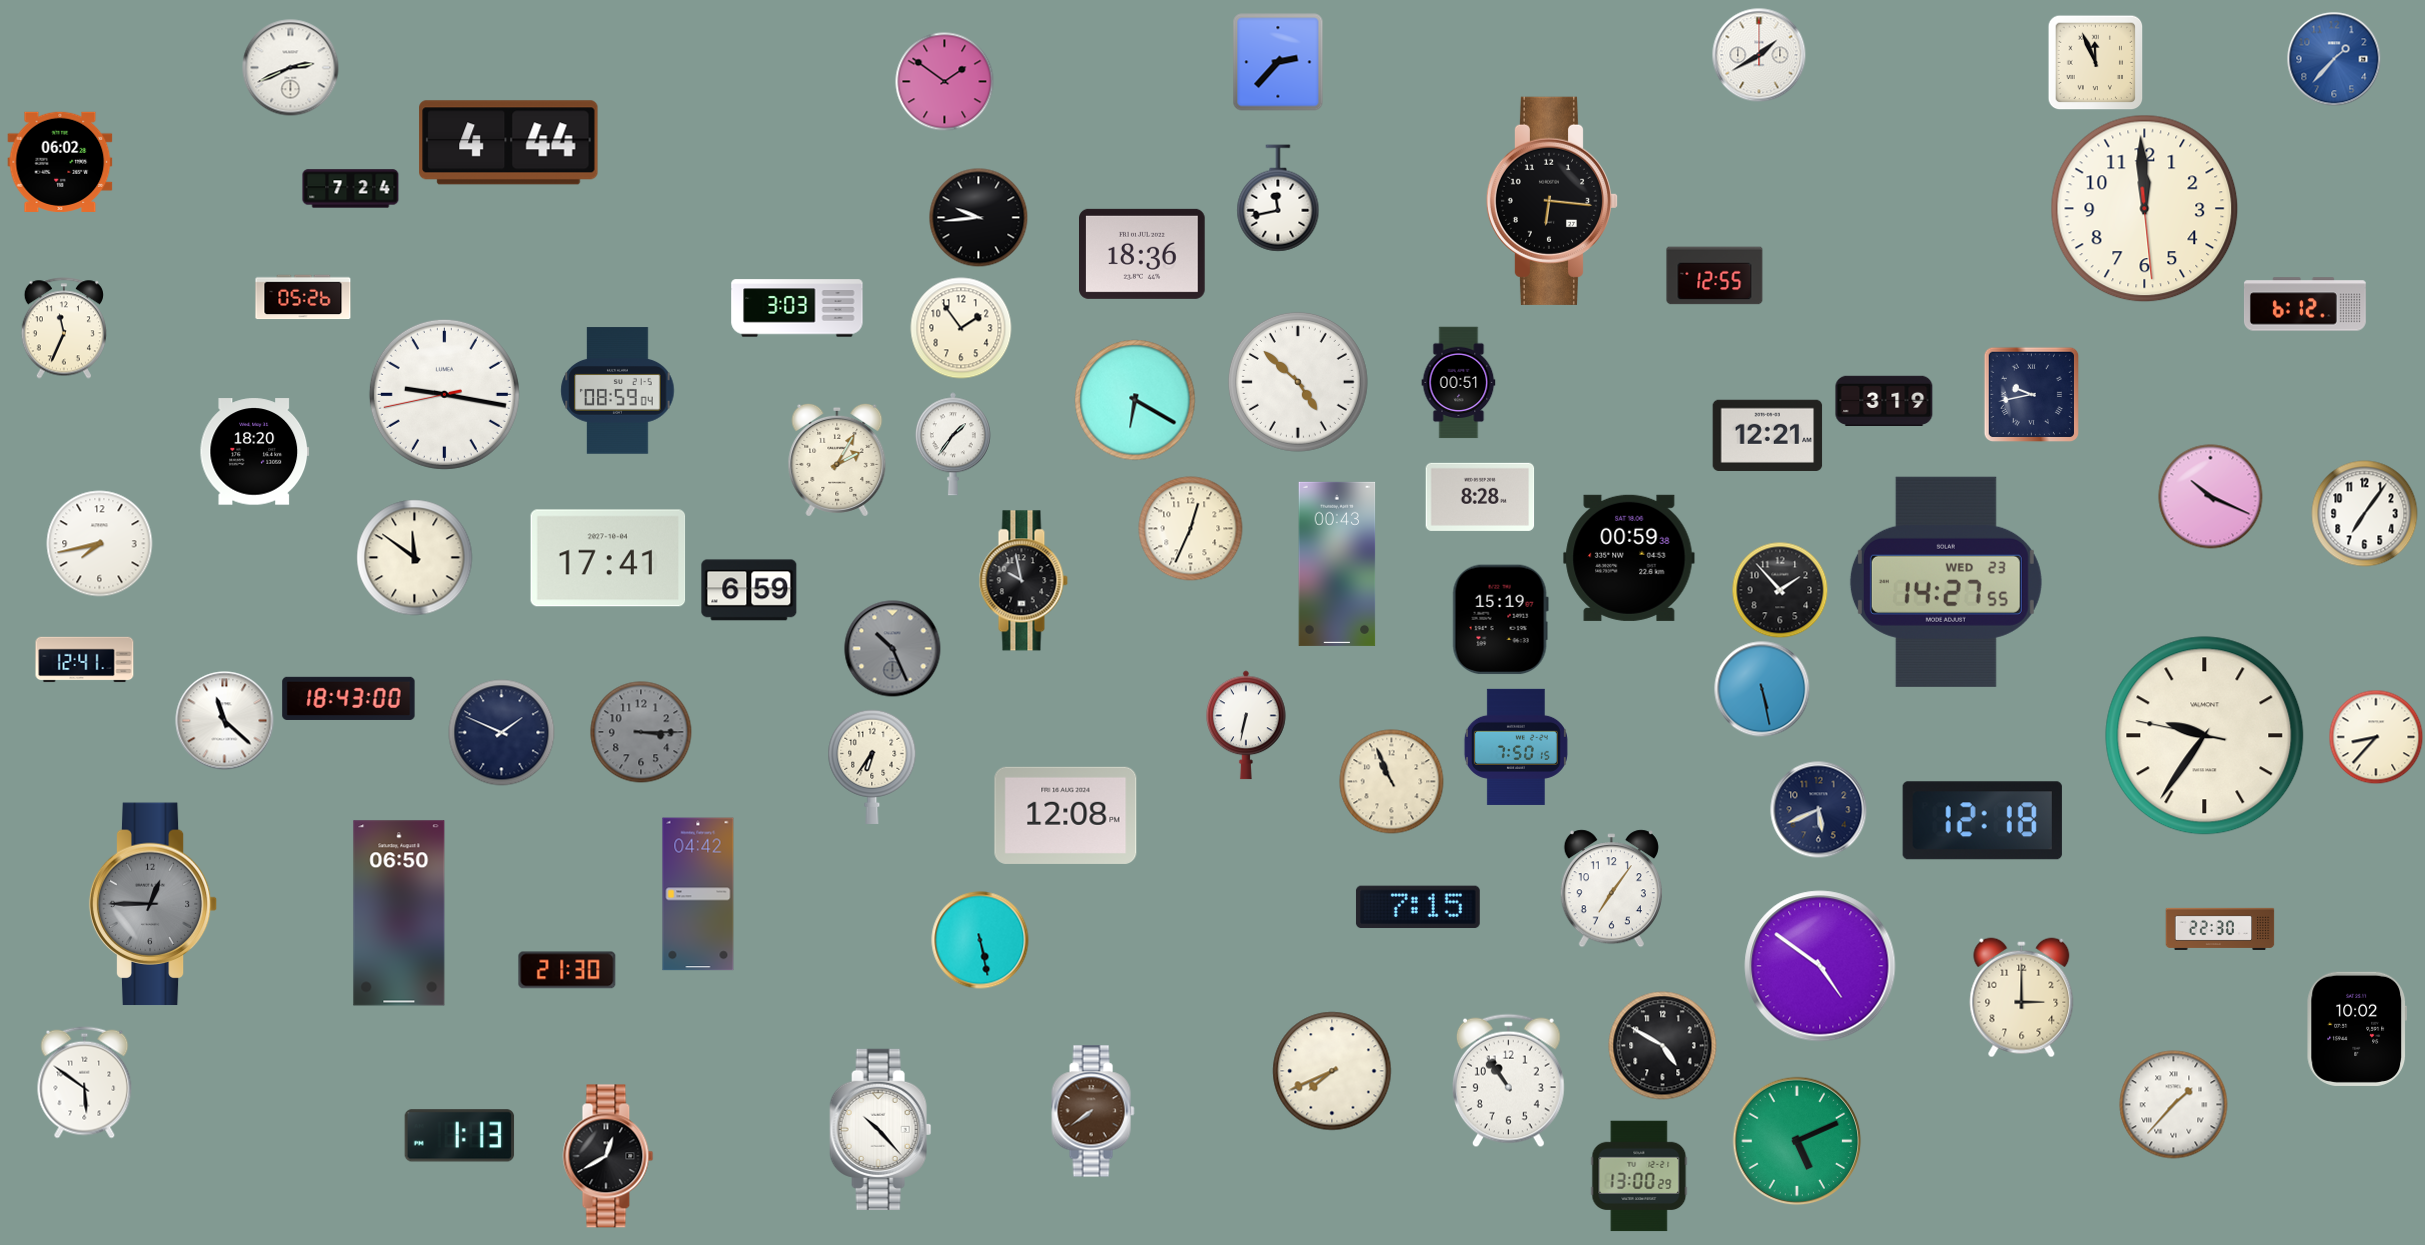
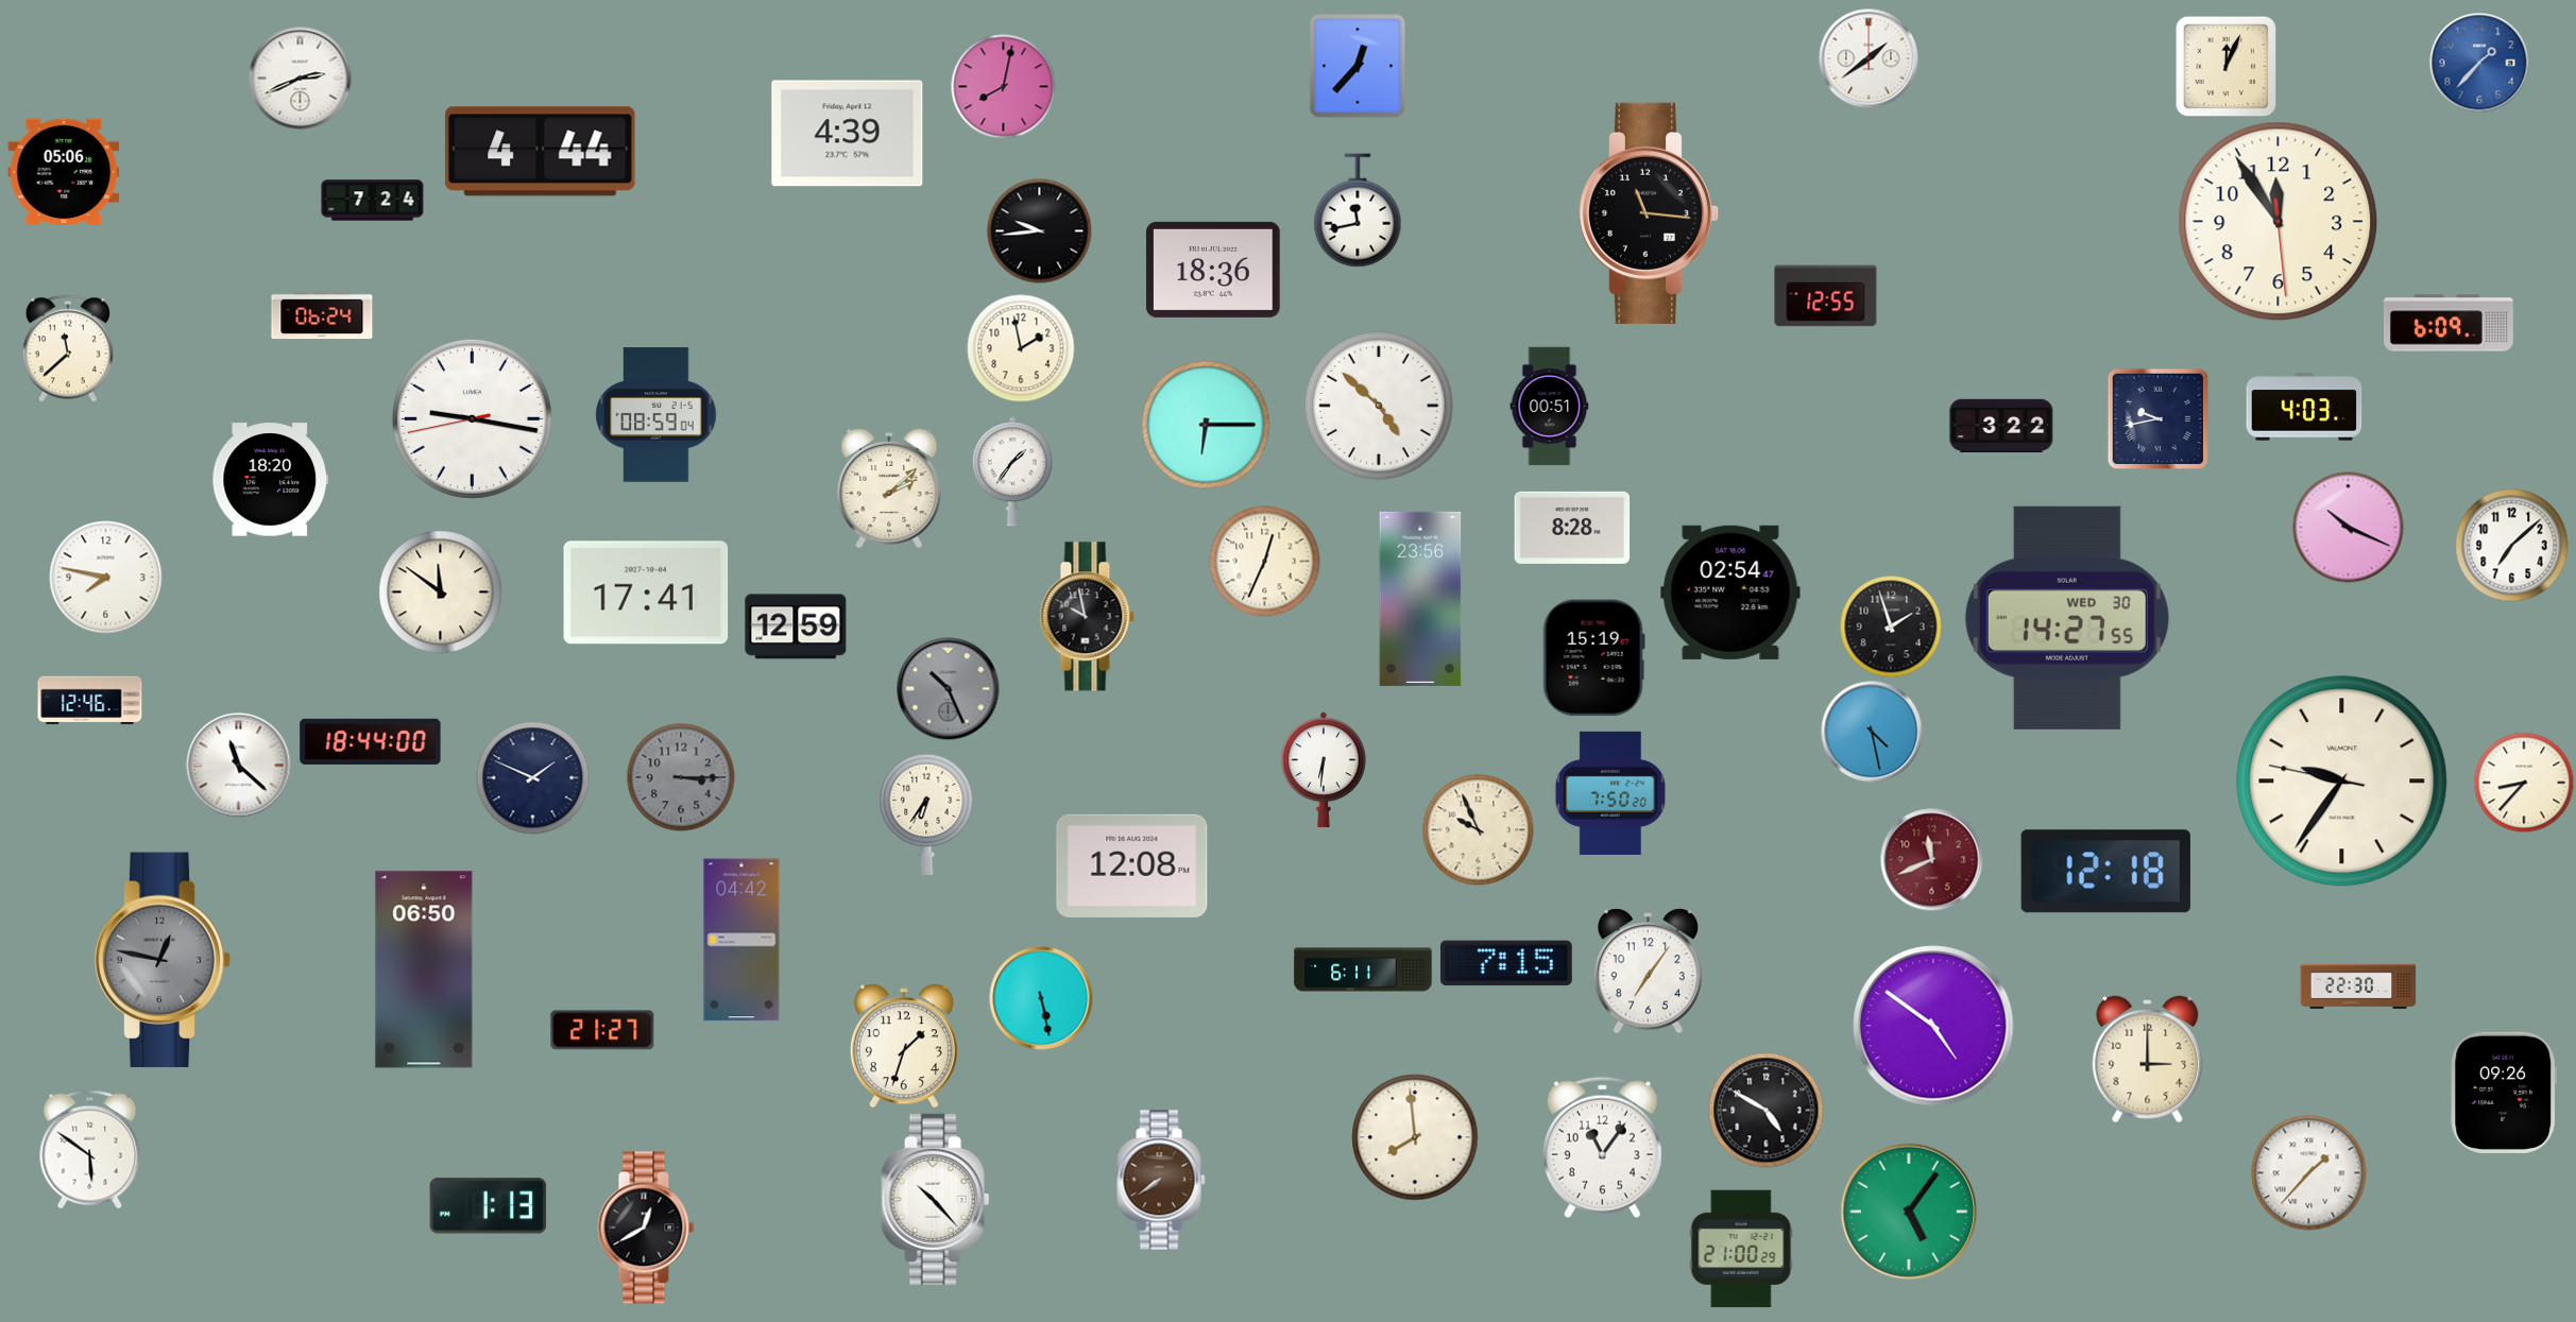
clock at (1759, 55): 1:40 -> 1:39
clock at (1278, 62): 2:37 -> 12:37
clock at (2095, 62): 11:56 -> 12:04
clock at (291, 68) position: (291, 68) -> (301, 79)
clock at (945, 82): 1:51 -> 8:02
clock at (848, 134): none -> 4:39
clock at (60, 162): 06:02 -> 05:06
clock at (1552, 201): 6:16 -> 11:16
clock at (2145, 209): 11:59 -> 11:54
clock at (1715, 276) position: (1715, 276) -> (1826, 296)
clock at (303, 297): 05:26 -> 06:24
clock at (2305, 304): 6:12 -> 6:09
clock at (797, 308): 3:03 -> none
clock at (64, 328): 11:34 -> 11:38
clock at (961, 328): 1:54 -> 1:58
clock at (2304, 407): none -> 4:03
clock at (1135, 400): 6:20 -> 6:15
clock at (1884, 401): 3:19 -> 3:22
clock at (1768, 435): 12:21 -> none
clock at (837, 460): 2:05 -> 2:08
clock at (2365, 514): 7:06 -> 7:08
clock at (100, 544): 7:43 -> 7:47
clock at (1629, 558): 00:59 -> 02:54
clock at (1337, 564): 00:43 -> 23:56
clock at (1946, 582) date: WED 23 -> WED 30
clock at (749, 590): 6:59 -> 12:59
clock at (1780, 590): 1:53 -> 1:57
clock at (85, 660): 12:41 -> 12:46
clock at (1762, 689): 5:28 -> 4:28
clock at (349, 698): 18:43 -> 18:44
clock at (1247, 725): 6:32 -> 6:31
clock at (1516, 747): 7:50:15 -> 7:50:20
clock at (1392, 782): 10:56 -> 9:56
clock at (1819, 810): 5:41 -> 11:41
clock at (1819, 810) dial: navy -> burgundy
clock at (1611, 889) position: (1611, 889) -> (1648, 972)
clock at (698, 894) position: (698, 894) -> (741, 940)
clock at (153, 904): 12:45 -> 12:47
clock at (1363, 969): none -> 6:11
clock at (567, 970): 21:30 -> 21:27
clock at (904, 1046): none -> 1:33
clock at (2357, 1029): 10:02 -> 09:26
clock at (1332, 1071): 7:41 -> 7:59
clock at (1508, 1081): 10:54 -> 11:06
clock at (1797, 1141): 5:11 -> 5:06
clock at (1639, 1176): 13:00 -> 21:00
